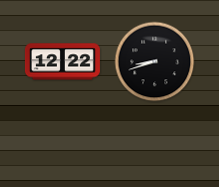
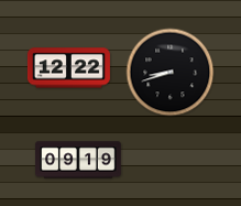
clock at (155, 62) position: (155, 62) -> (171, 73)
clock at (78, 160): none -> 09:19
